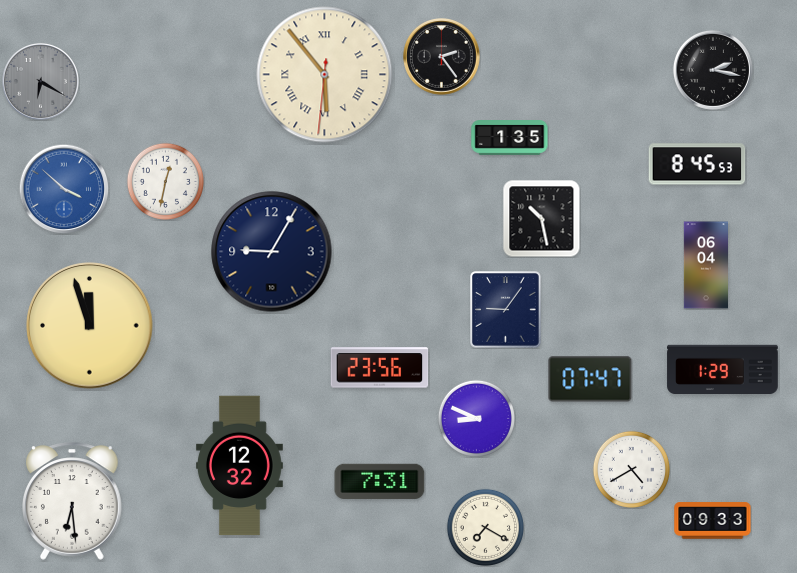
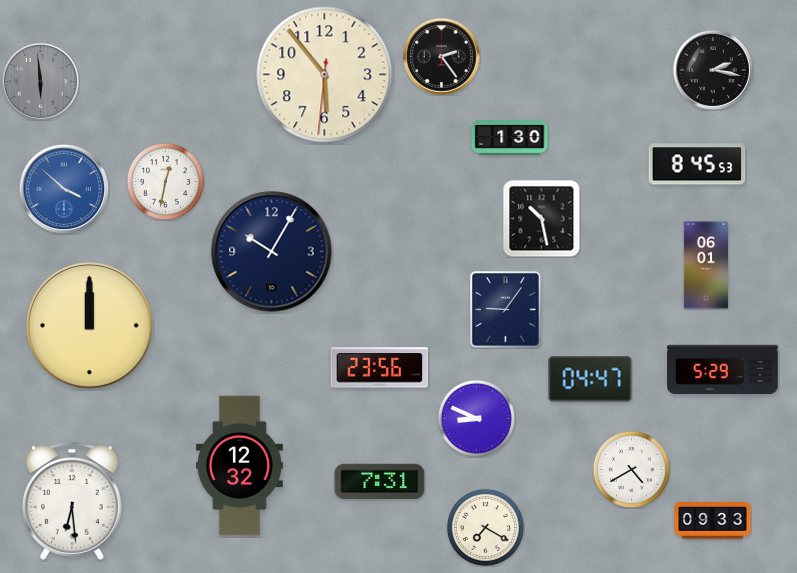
clock at (325, 75) numerals: Roman -> Arabic
clock at (41, 82): 6:20 -> 5:59
clock at (510, 138): 1:35 -> 1:30
clock at (272, 252): 9:05 -> 10:05
clock at (705, 265): 06:04 -> 06:01
clock at (90, 326): 11:57 -> 12:00
clock at (723, 369): 1:29 -> 5:29
clock at (590, 379): 07:47 -> 04:47
